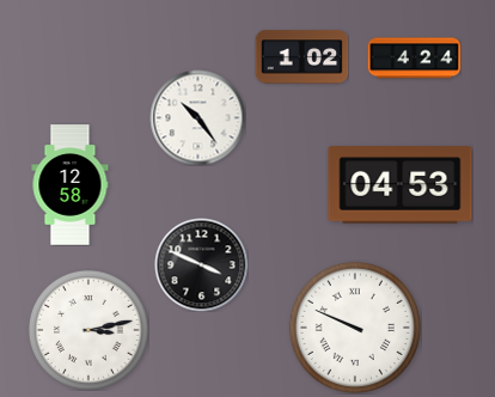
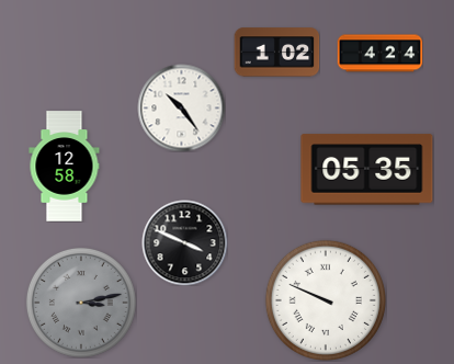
clock at (71, 185) position: (71, 185) -> (65, 167)
clock at (401, 185): 04:53 -> 05:35
clock at (88, 330) dial: white -> grey
